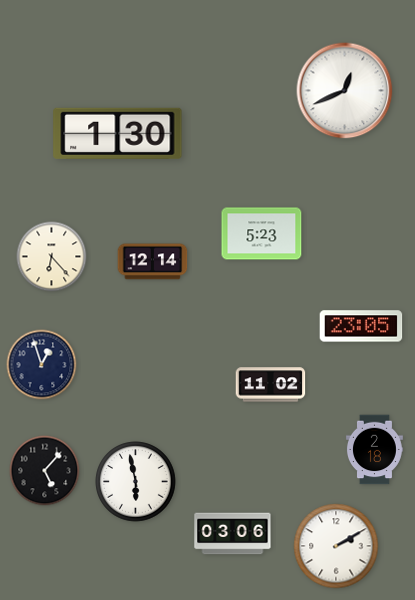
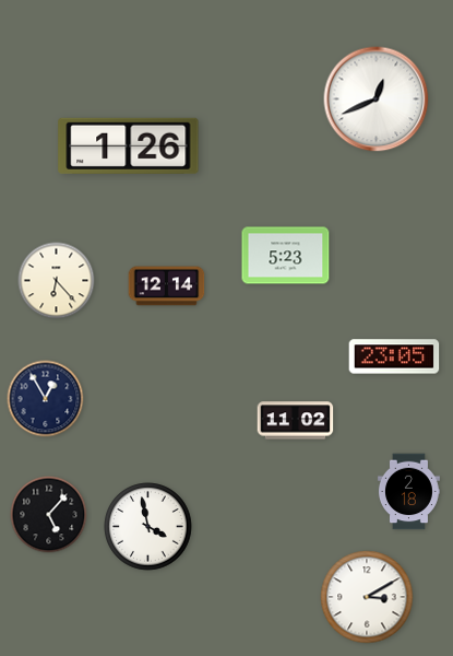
clock at (118, 133): 1:30 -> 1:26
clock at (42, 365): 12:57 -> 12:55
clock at (136, 482): 5:58 -> 3:58
clock at (233, 534): 03:06 -> none
clock at (336, 546): 2:10 -> 3:10
